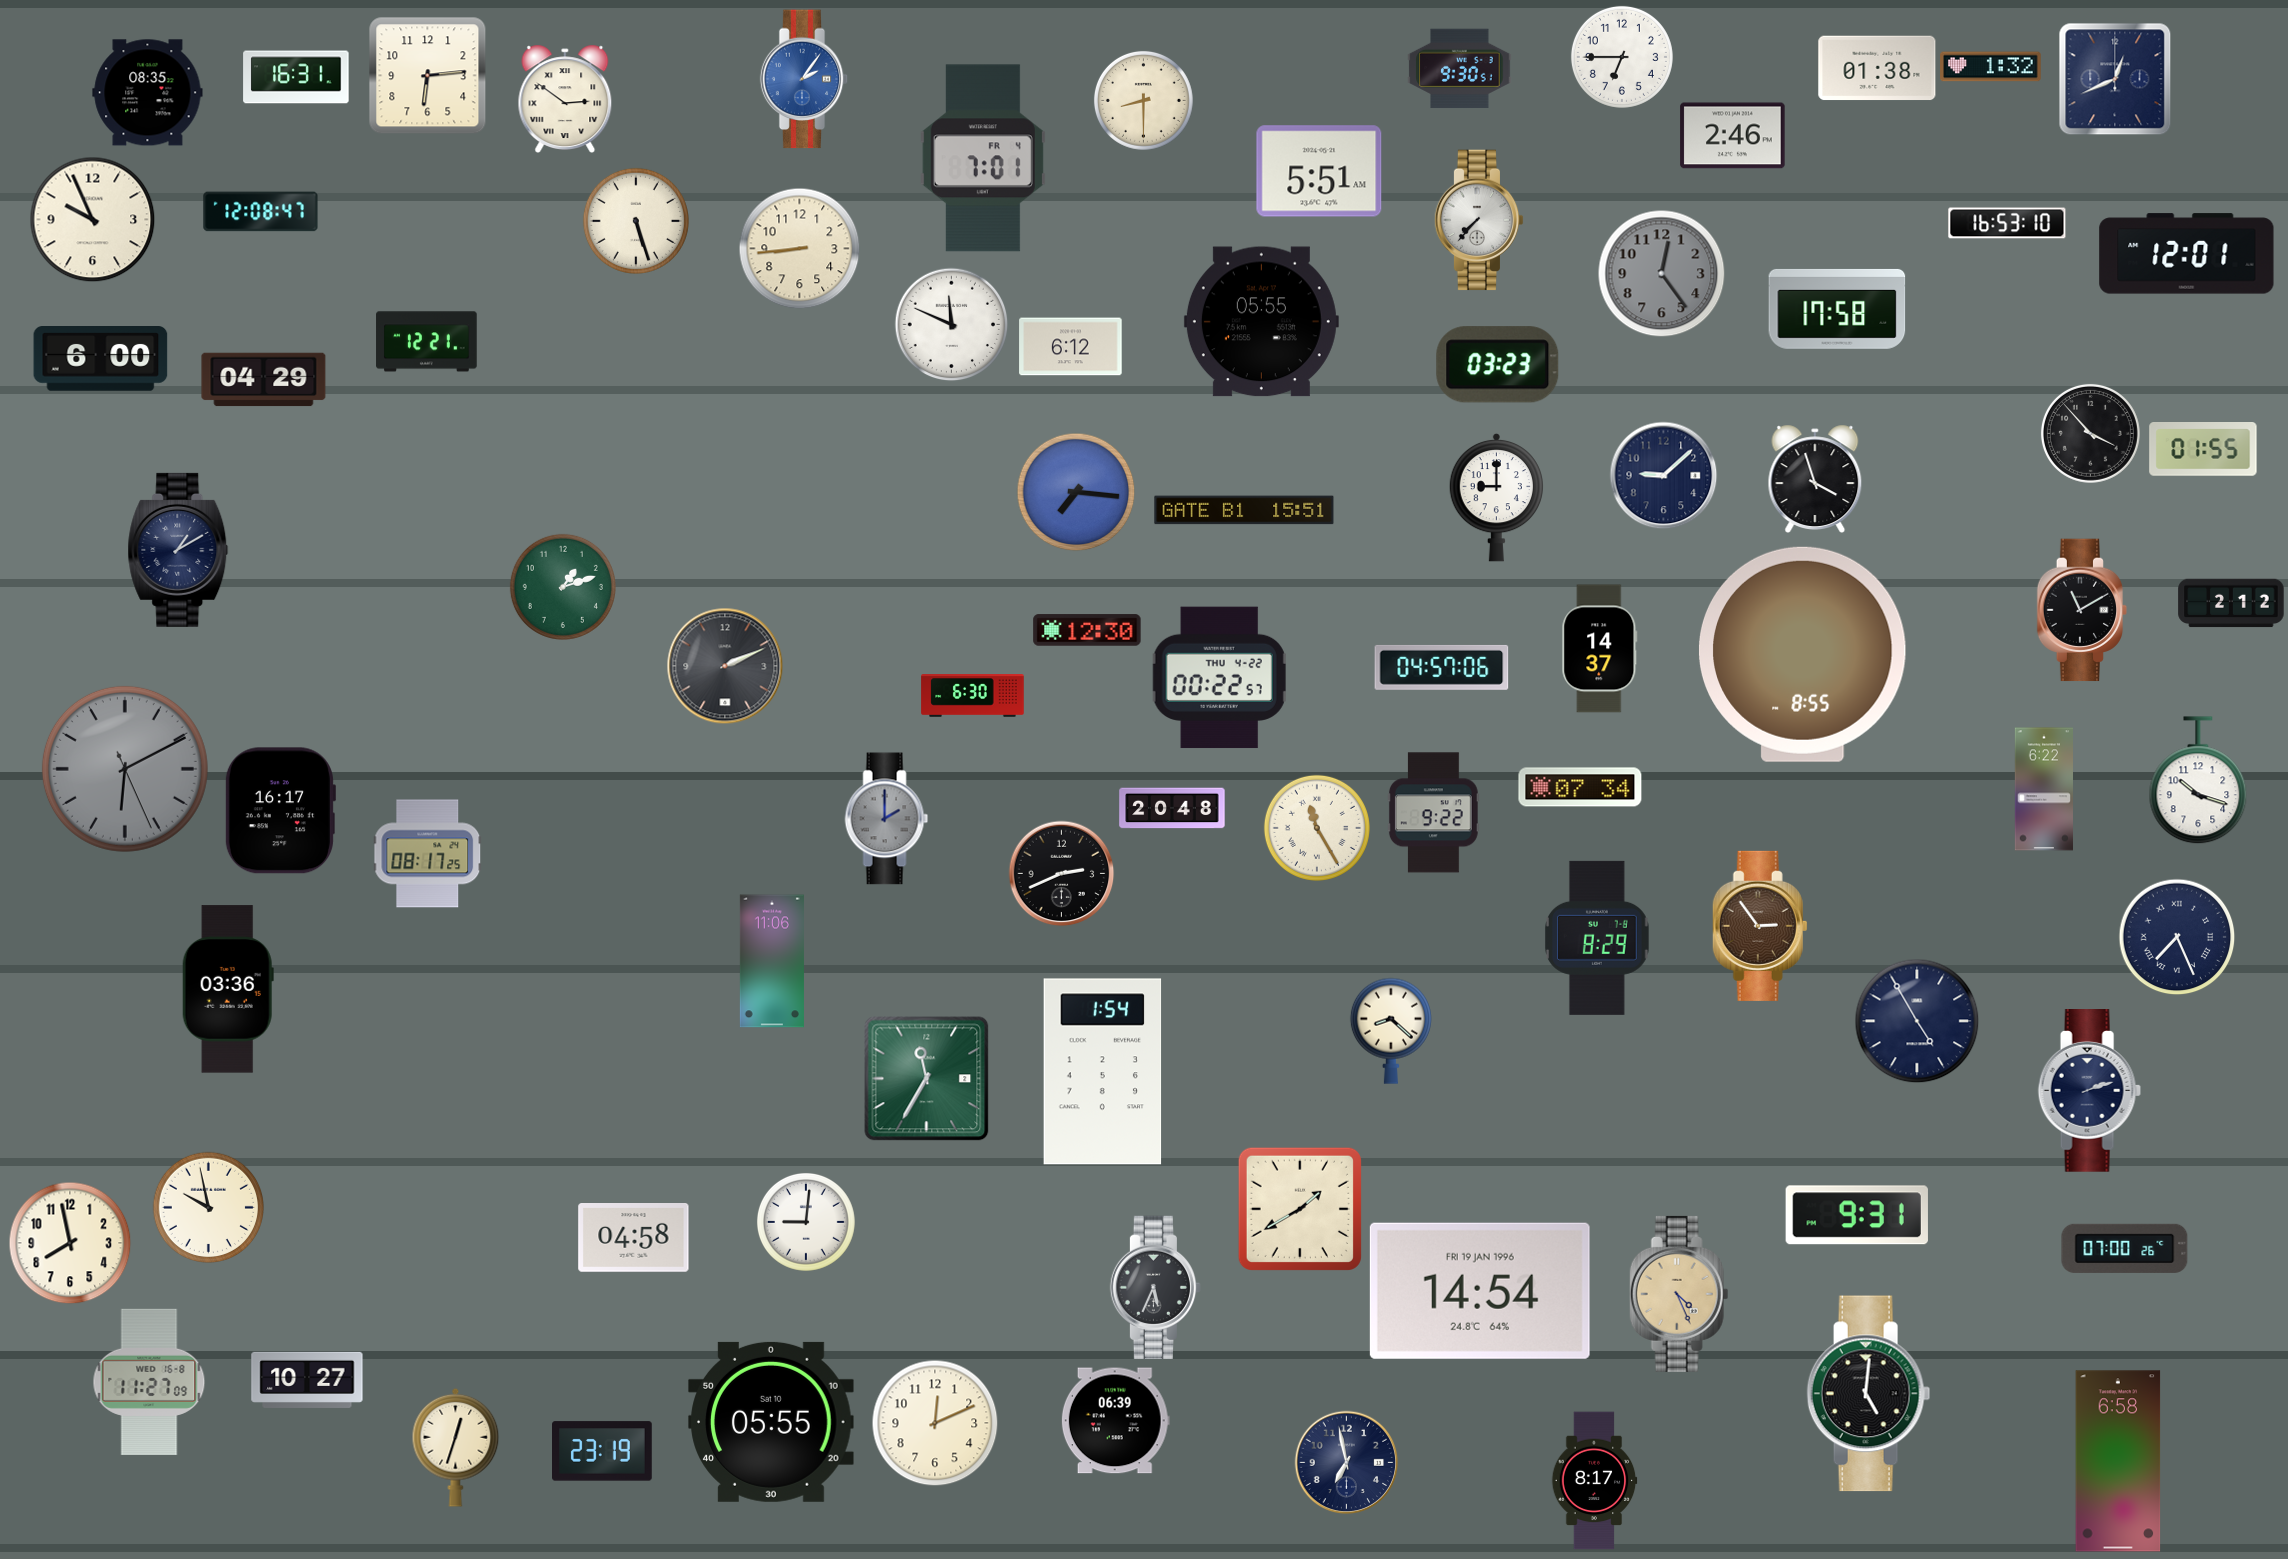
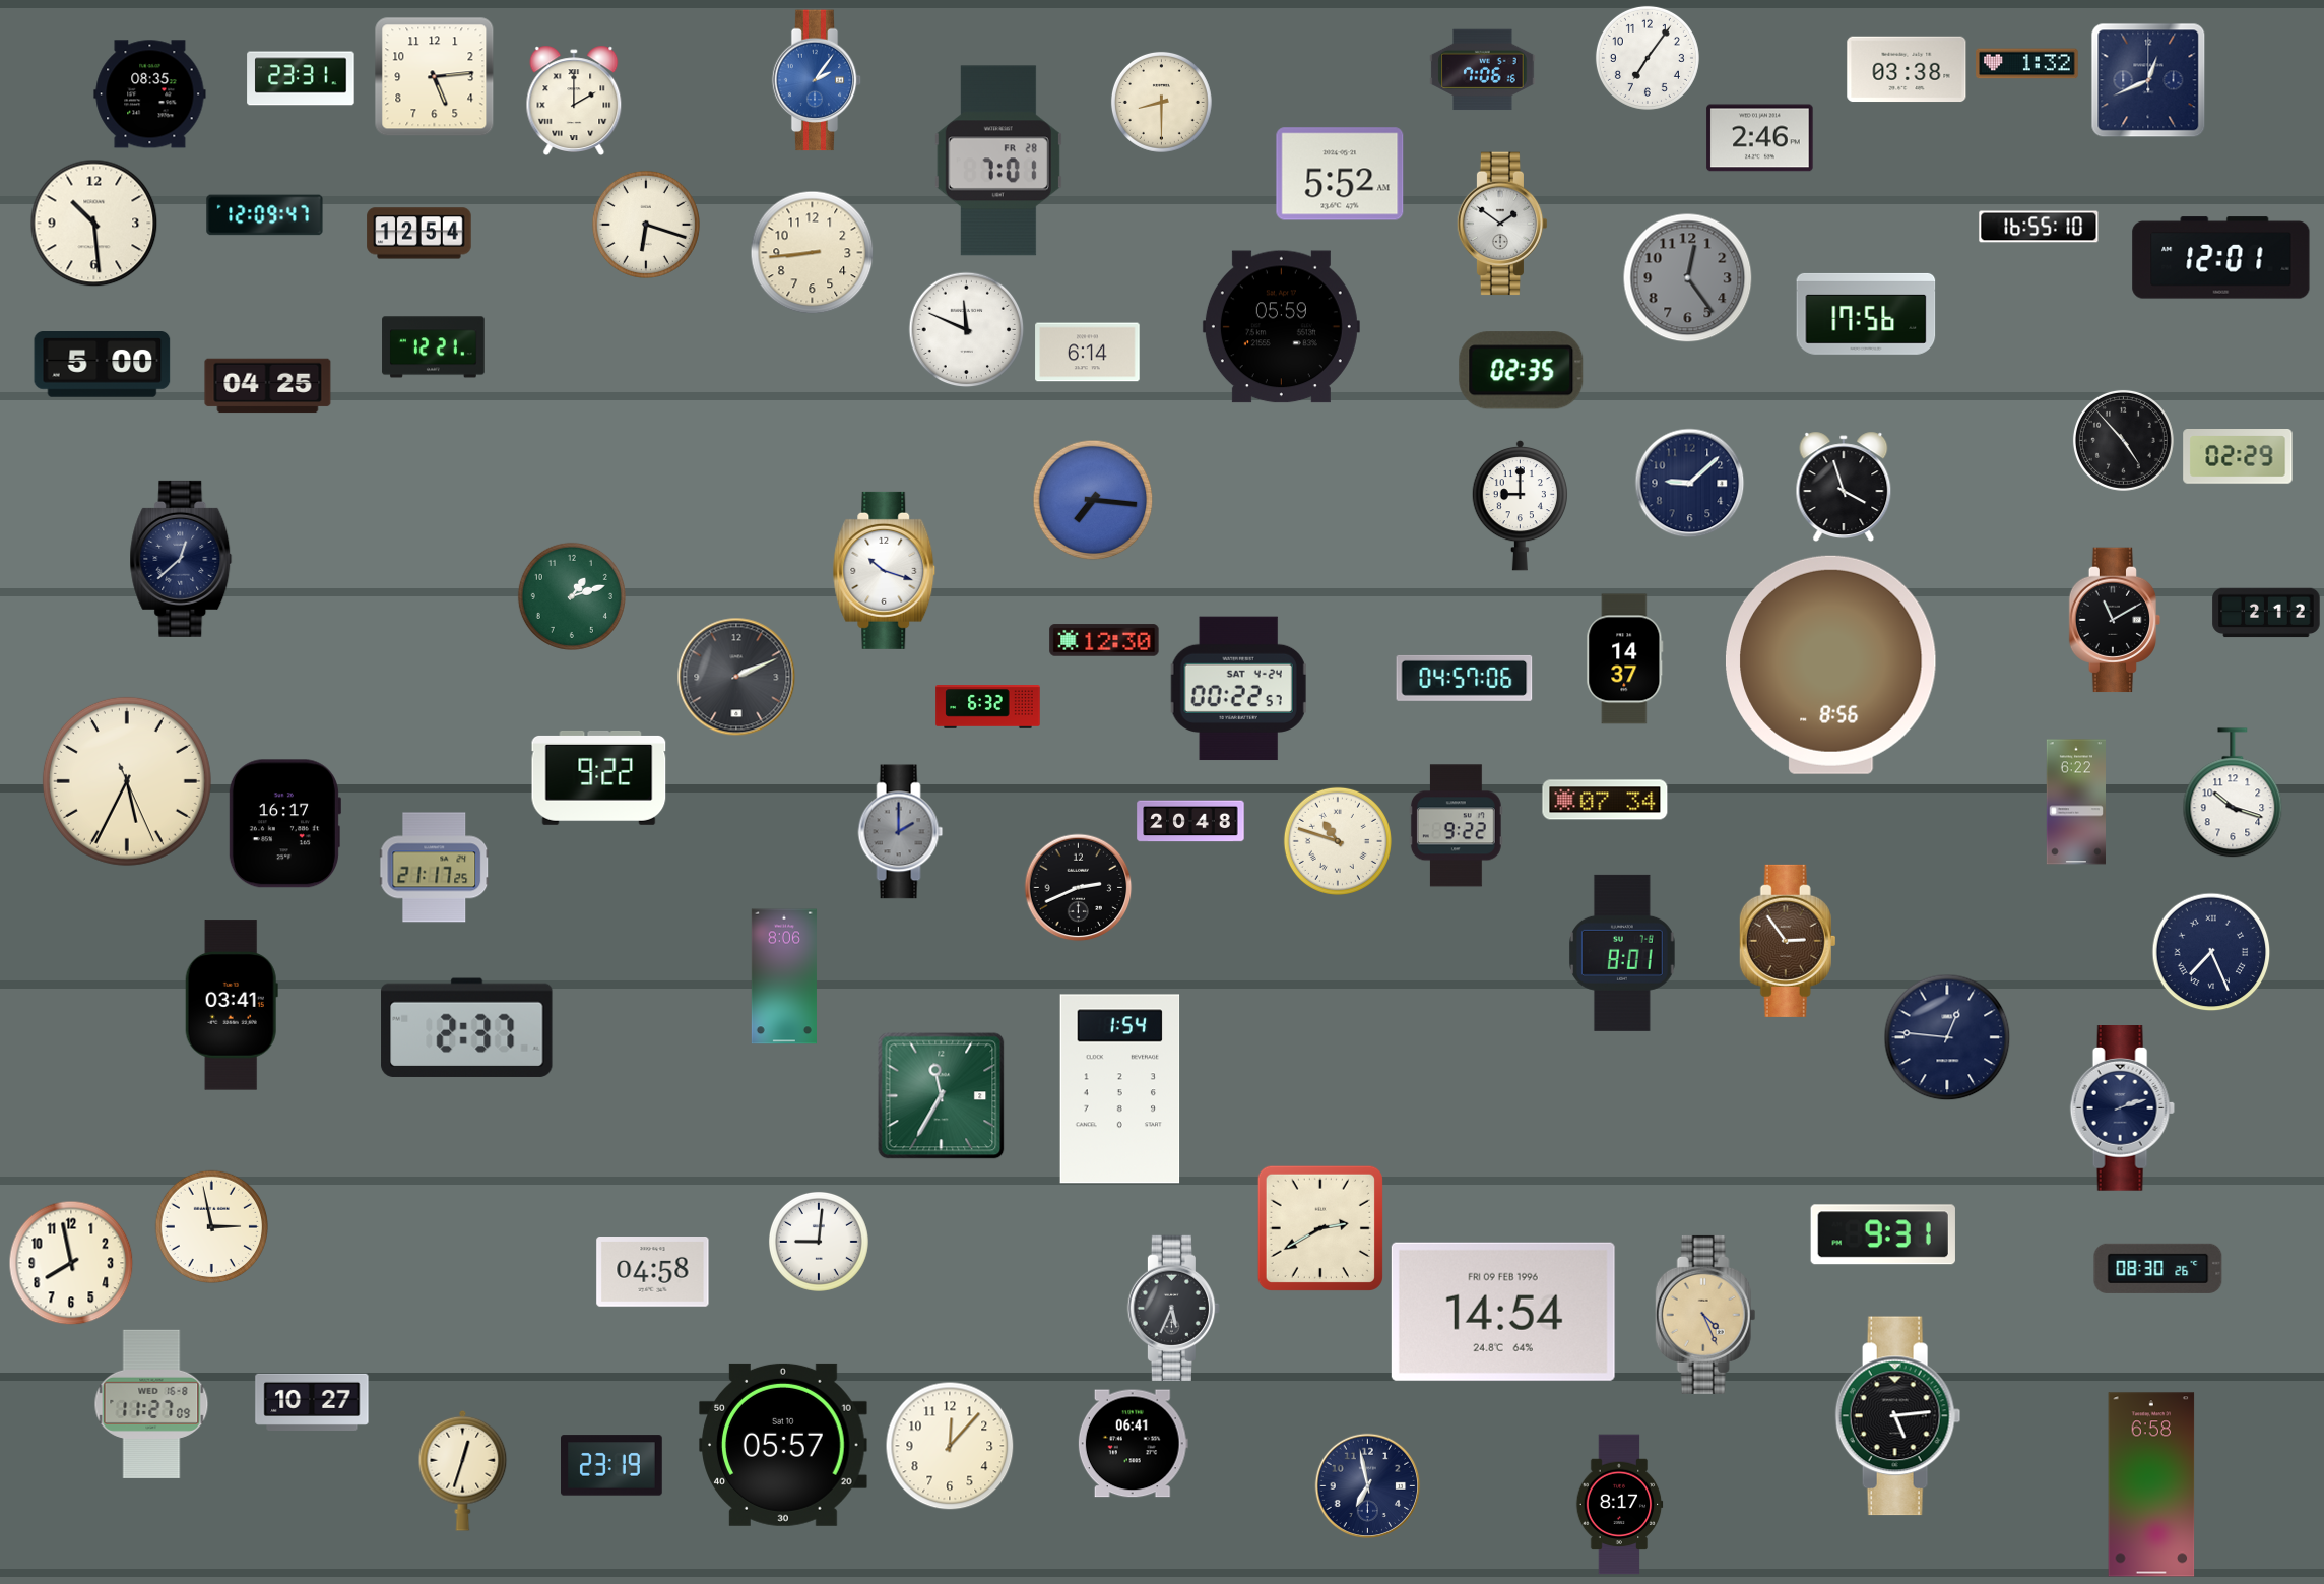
clock at (1622, 57): 6:45 -> 7:06
clock at (1991, 67) position: (1991, 67) -> (2027, 64)
clock at (1877, 68): 01:38 -> 03:38
clock at (1460, 69): 9:30 -> 7:06
clock at (427, 75): 6:14 -> 5:14
clock at (296, 77): 16:31 -> 23:31
clock at (565, 98): 2:51 -> 2:00
clock at (983, 158) date: FR 4 -> FR 28
clock at (1319, 171): 5:51 -> 5:52
clock at (261, 212): 12:08 -> 12:09
clock at (92, 219): 9:56 -> 10:29
clock at (1479, 220): 7:37 -> 1:51
clock at (636, 221): 5:27 -> 6:18
clock at (2007, 223): 16:53 -> 16:55
clock at (419, 234): none -> 12:54
clock at (1837, 309): 17:58 -> 17:56
clock at (1261, 322): 05:55 -> 05:59
clock at (1071, 347): 6:12 -> 6:14
clock at (101, 359): 6:00 -> 5:00
clock at (1498, 365): 03:23 -> 02:35
clock at (264, 380): 04:29 -> 04:25
clock at (2090, 433): 3:53 -> 4:53
clock at (2203, 449): 01:55 -> 02:29
clock at (1244, 510): 15:51 -> none
clock at (178, 550): 1:10 -> 12:38
clock at (885, 570): none -> 10:18
clock at (1802, 654): 8:55 -> 8:56
clock at (1219, 678) date: THU 4-22 -> SAT 4-24
clock at (973, 696): 6:30 -> 6:32
clock at (599, 777): none -> 9:22
clock at (125, 769): 6:10 -> 5:34
clock at (125, 769) dial: grey -> cream
clock at (1317, 828): 11:25 -> 10:48
clock at (427, 854): 08:17 -> 21:17
clock at (1598, 938): 8:29 -> 8:01
clock at (772, 961): 11:06 -> 8:06
clock at (228, 989): 03:36 -> 03:41
clock at (467, 1027): none -> 2:37
clock at (1917, 1021): 4:55 -> 12:46
clock at (1391, 1031): 8:22 -> none
clock at (208, 1207): 9:58 -> 2:58
clock at (1300, 1209): 1:40 -> 2:40
clock at (1857, 1215) position: (1857, 1215) -> (1883, 1234)
clock at (634, 1238) position: (634, 1238) -> (653, 1272)
clock at (2125, 1248): 07:00 -> 08:30
clock at (1480, 1291) date: FRI 19 JAN 1996 -> FRI 09 FEB 1996
clock at (1869, 1394): 5:01 -> 5:14
clock at (1115, 1421): 06:39 -> 06:41
clock at (771, 1422): 05:55 -> 05:57
clock at (935, 1423): 12:11 -> 12:07
clock at (602, 1451) position: (602, 1451) -> (611, 1465)
